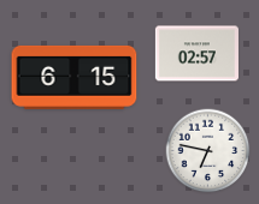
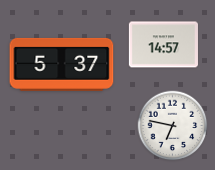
clock at (196, 54): 02:57 -> 14:57
clock at (75, 77): 6:15 -> 5:37
